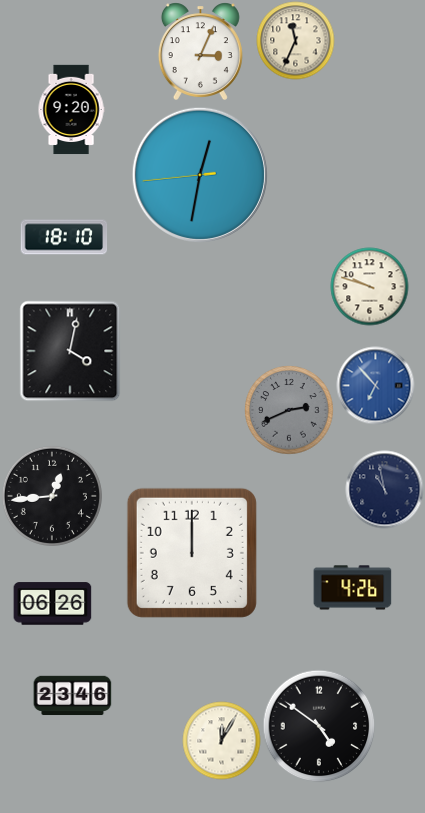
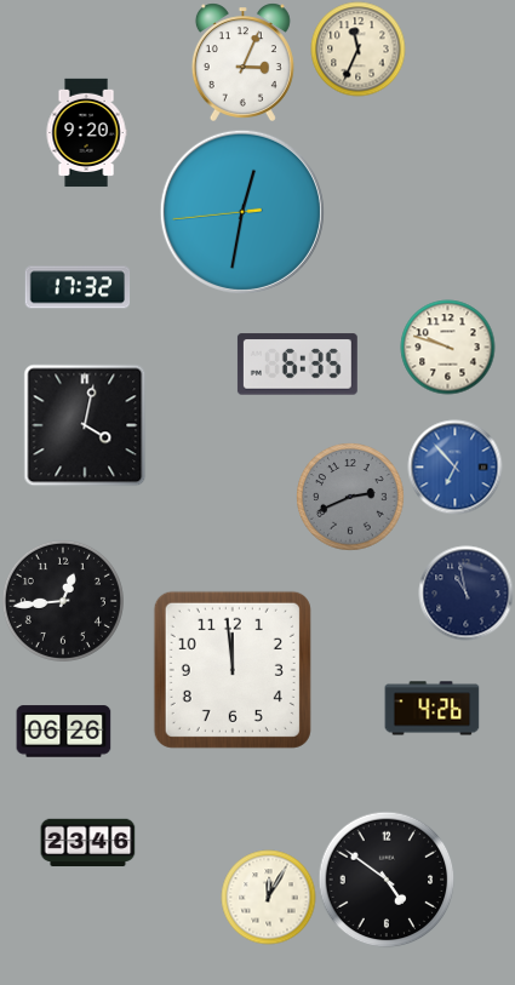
clock at (64, 237): 18:10 -> 17:32
clock at (297, 365): none -> 6:35
clock at (192, 553): 12:00 -> 11:59
clock at (352, 588) position: (352, 588) -> (431, 709)
